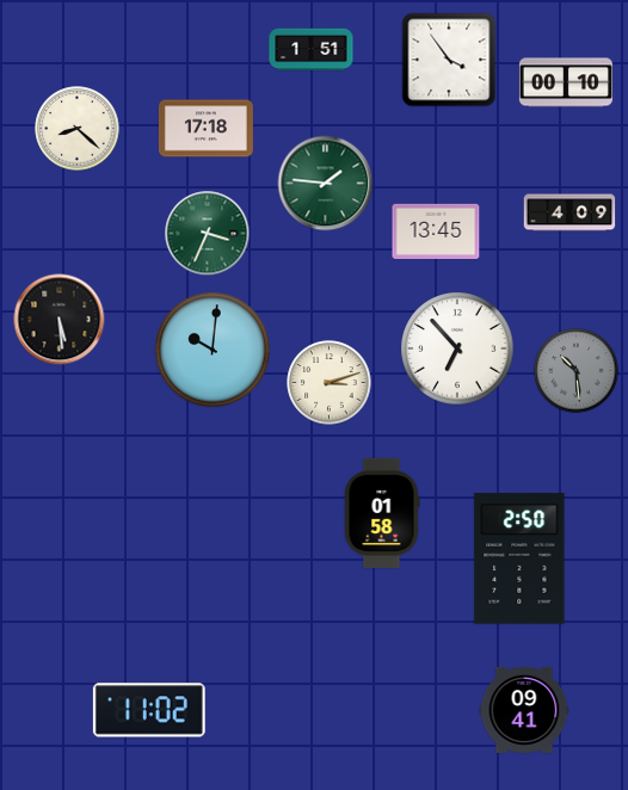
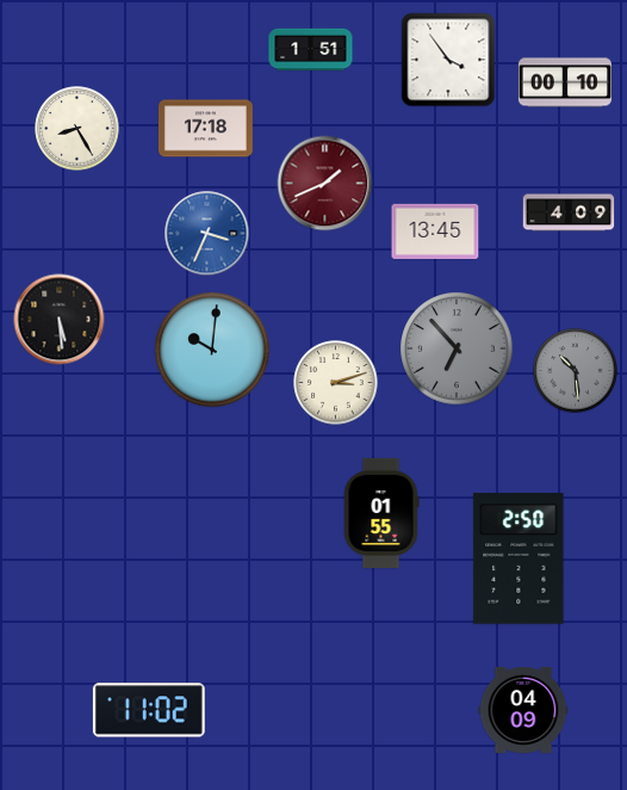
clock at (78, 129): 8:22 -> 8:25
clock at (326, 184): 1:46 -> 1:41
clock at (326, 184) dial: green -> burgundy
clock at (208, 234) dial: green -> blue
clock at (457, 348) dial: white -> grey
clock at (330, 383) position: (330, 383) -> (336, 383)
clock at (382, 513): 01:58 -> 01:55
clock at (524, 710): 09:41 -> 04:09
